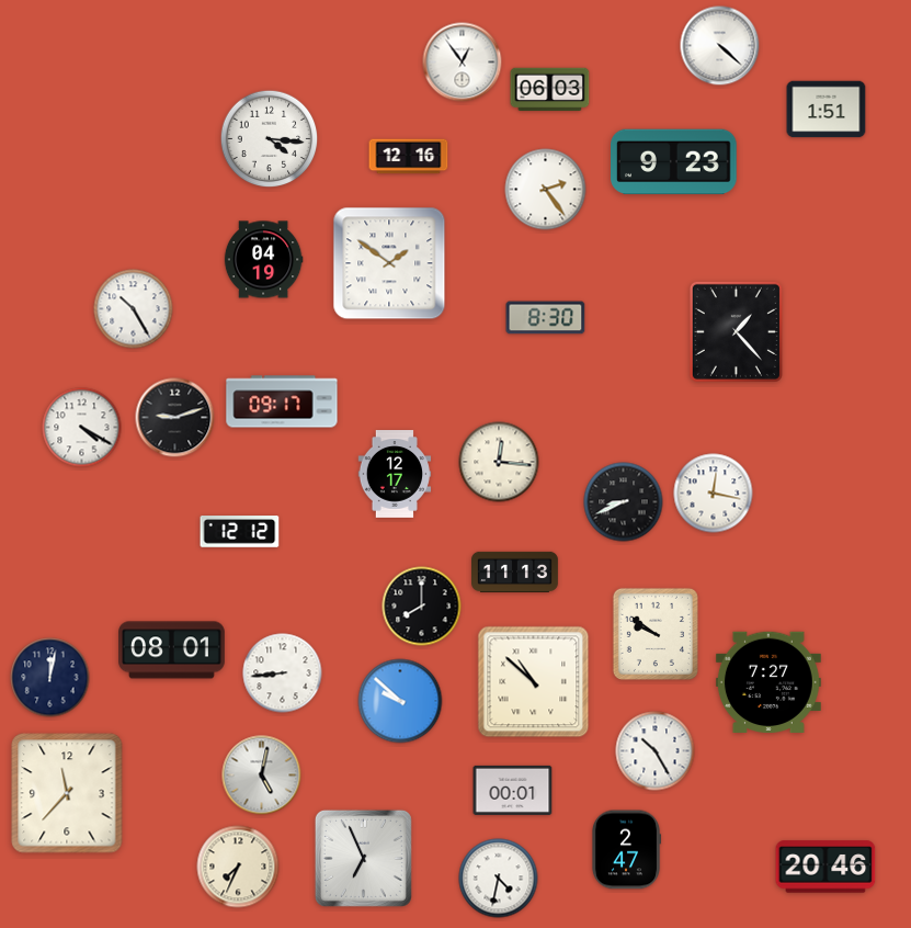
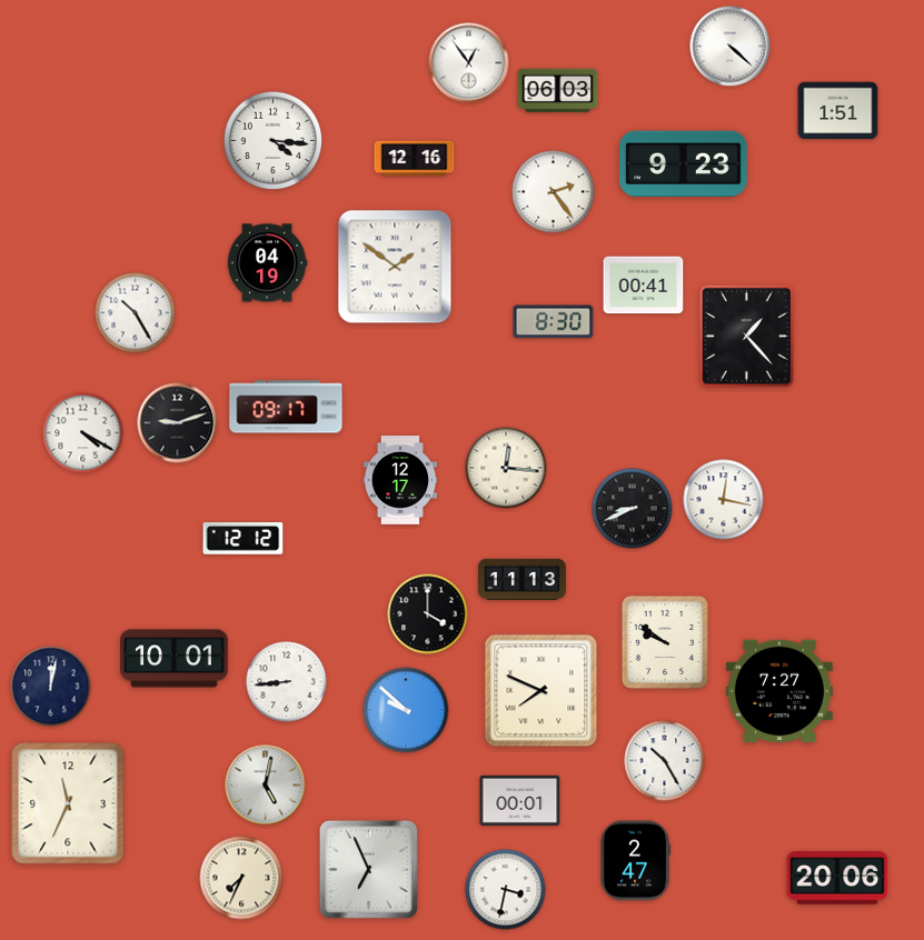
clock at (644, 286): none -> 00:41
clock at (422, 607): 8:00 -> 4:00
clock at (172, 650): 08:01 -> 10:01
clock at (534, 682): 10:52 -> 7:49
clock at (67, 793): 11:37 -> 11:34
clock at (825, 867): 20:46 -> 20:06
clock at (499, 879): 4:32 -> 3:32
